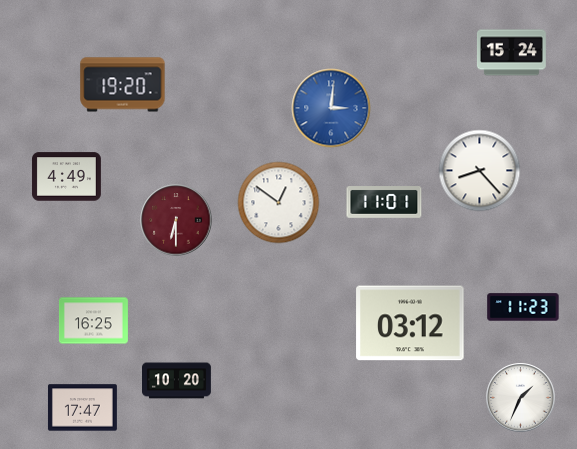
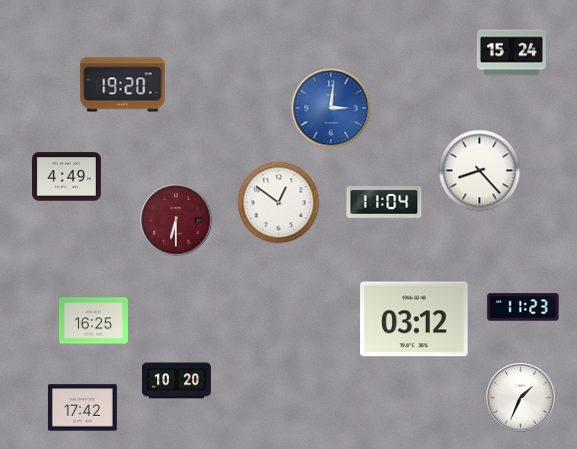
clock at (384, 203): 11:01 -> 11:04
clock at (410, 323) position: (410, 323) -> (414, 319)
clock at (82, 408): 17:47 -> 17:42
